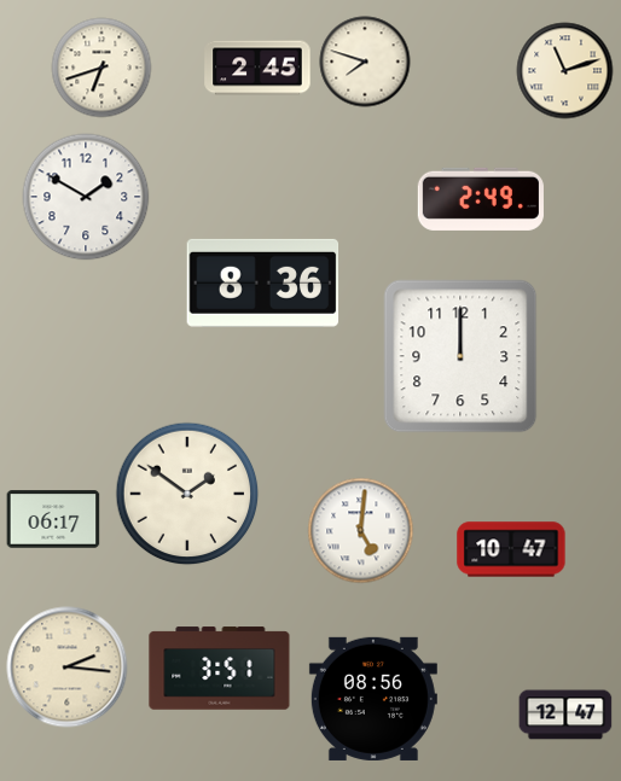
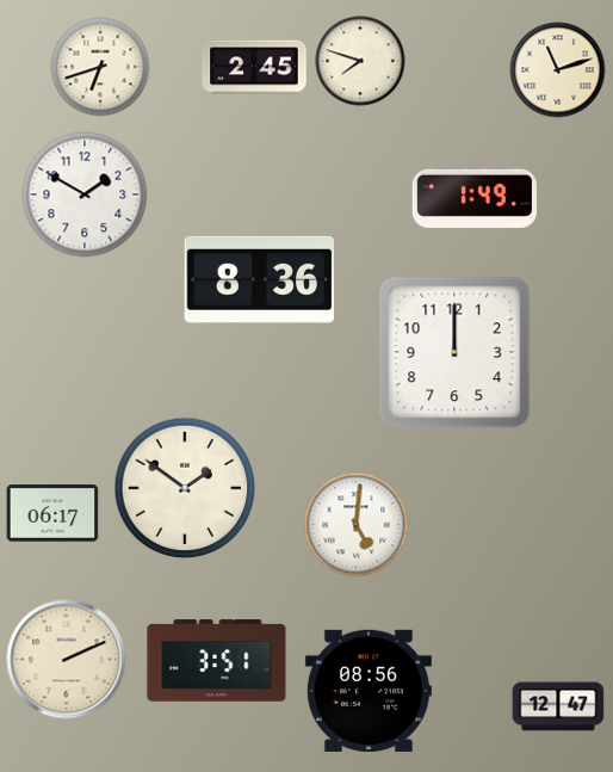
clock at (481, 199): 2:49 -> 1:49
clock at (511, 549): 10:47 -> none
clock at (68, 668): 2:16 -> 2:11
